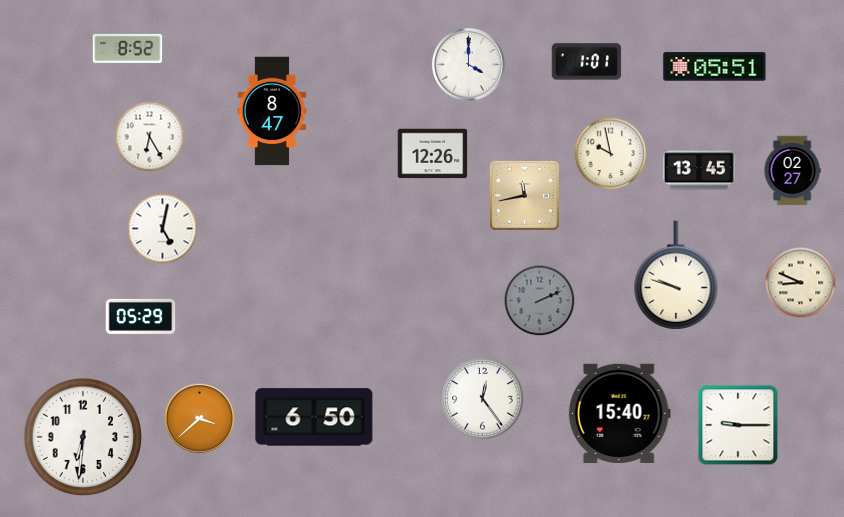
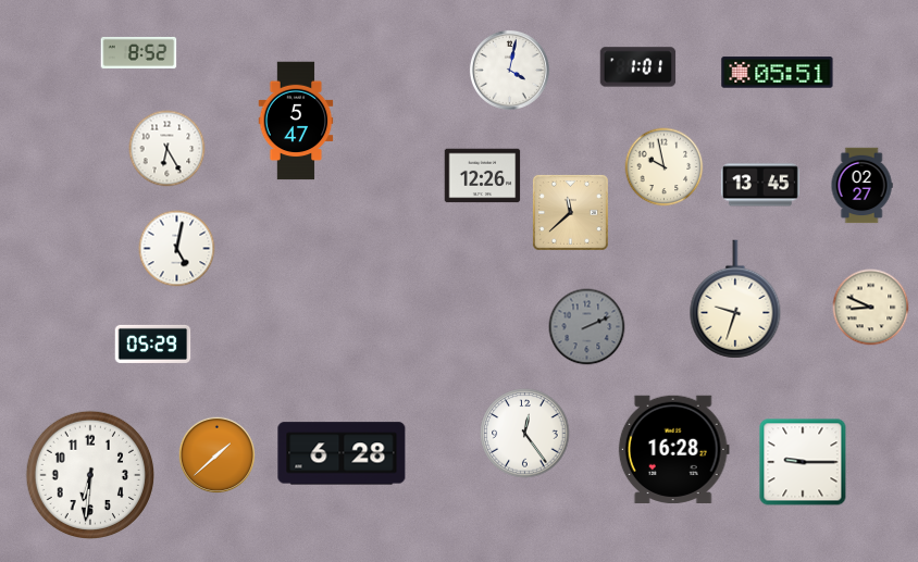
clock at (468, 64): 4:00 -> 4:02
clock at (272, 111): 8:47 -> 5:47
clock at (150, 137) position: (150, 137) -> (168, 149)
clock at (433, 154) position: (433, 154) -> (483, 176)
clock at (524, 195): 11:43 -> 11:38
clock at (676, 275): 9:48 -> 9:33
clock at (619, 413): 15:40 -> 16:28
clock at (314, 417): 6:50 -> 6:28
clock at (200, 419): 3:38 -> 1:38
